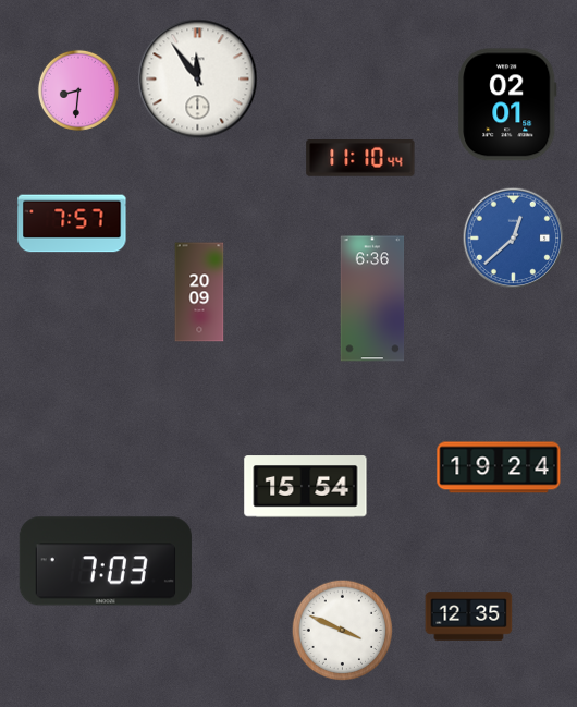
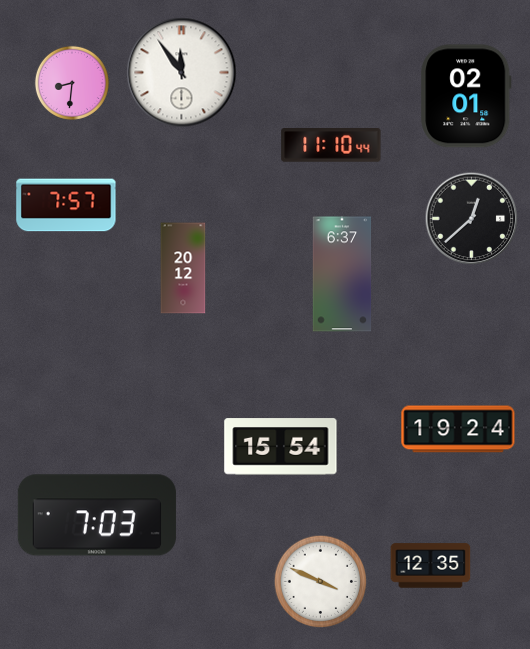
clock at (514, 239) dial: blue -> black
clock at (199, 292): 20:09 -> 20:12
clock at (372, 298): 6:36 -> 6:37
clock at (343, 631) position: (343, 631) -> (321, 582)
